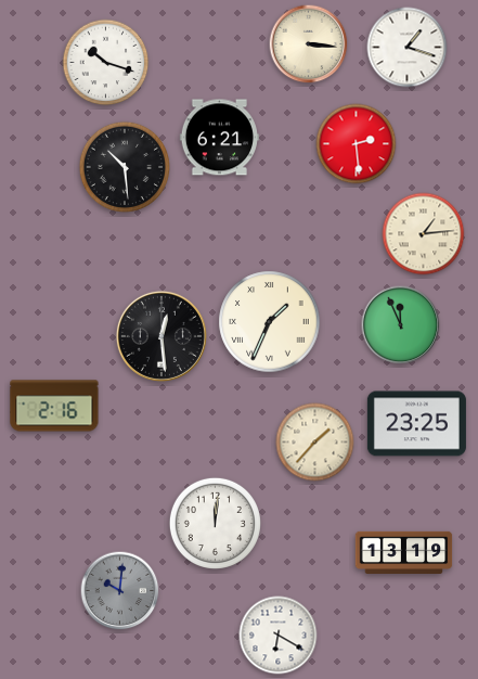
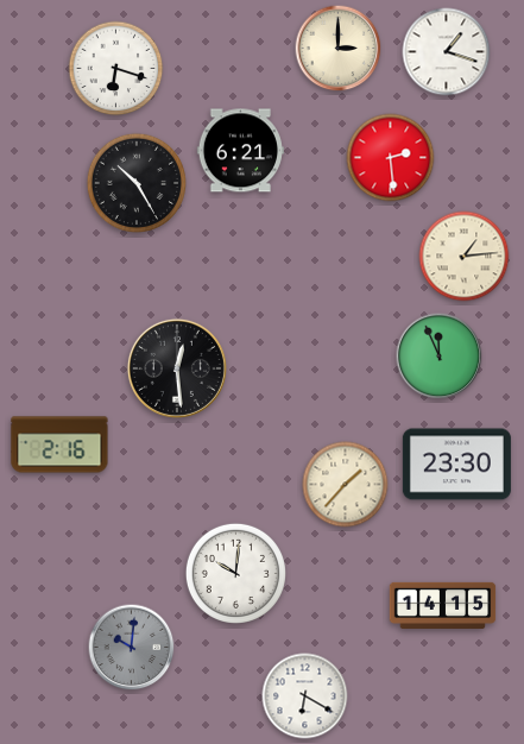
clock at (309, 44): 3:16 -> 3:00
clock at (106, 63): 10:18 -> 6:18
clock at (124, 166): 10:29 -> 10:25
clock at (270, 322): 1:34 -> none
clock at (416, 424): 23:25 -> 23:30
clock at (215, 523): 12:01 -> 10:01
clock at (404, 552): 13:19 -> 14:15
